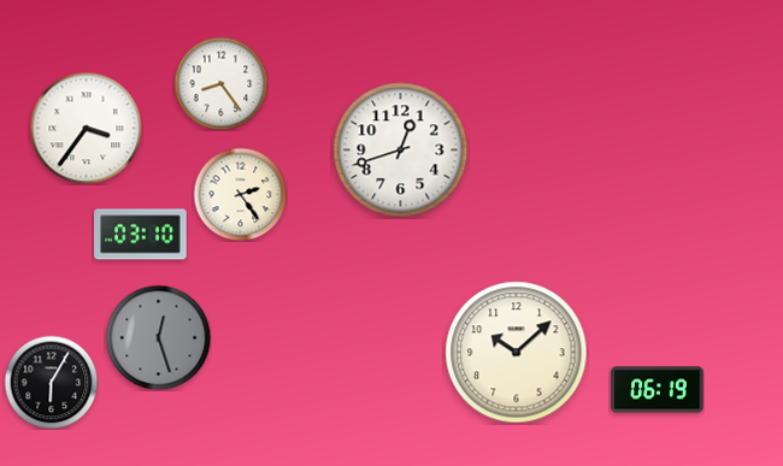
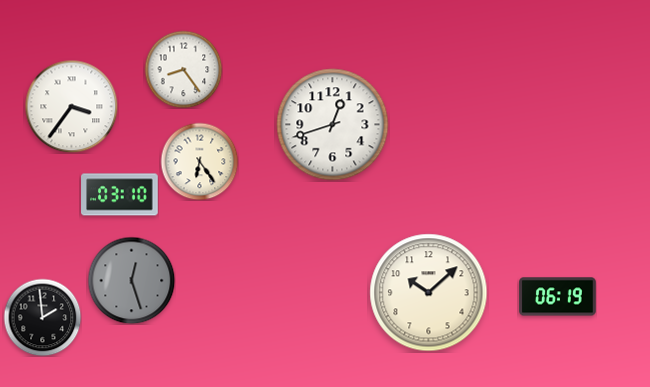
clock at (240, 194): 2:24 -> 6:24
clock at (141, 235) position: (141, 235) -> (120, 195)
clock at (51, 382): 6:05 -> 1:59
clock at (658, 390) position: (658, 390) -> (558, 297)
